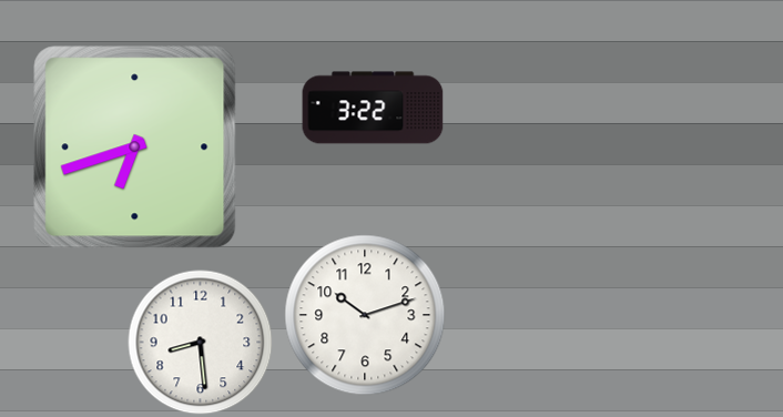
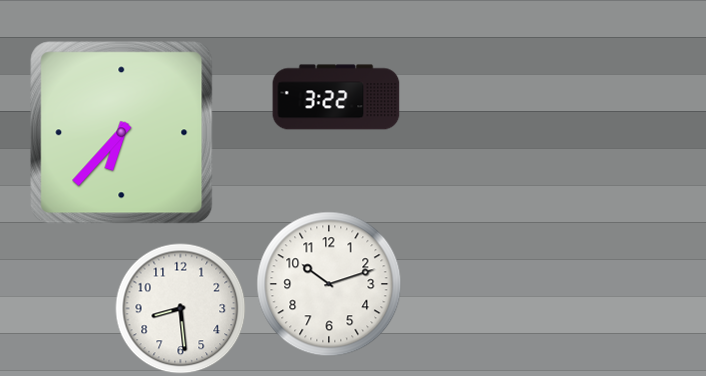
clock at (135, 148): 6:42 -> 6:37
